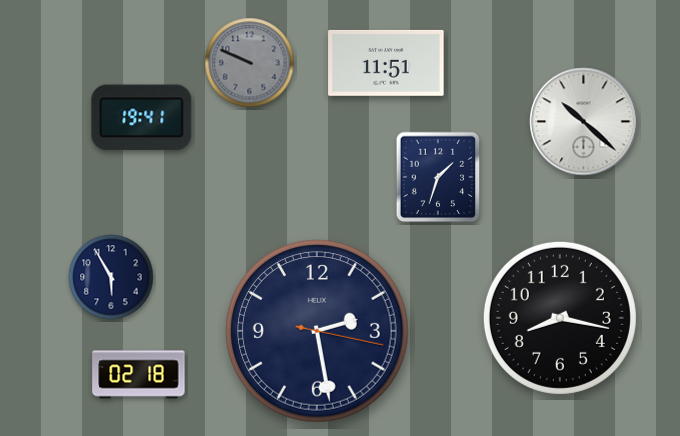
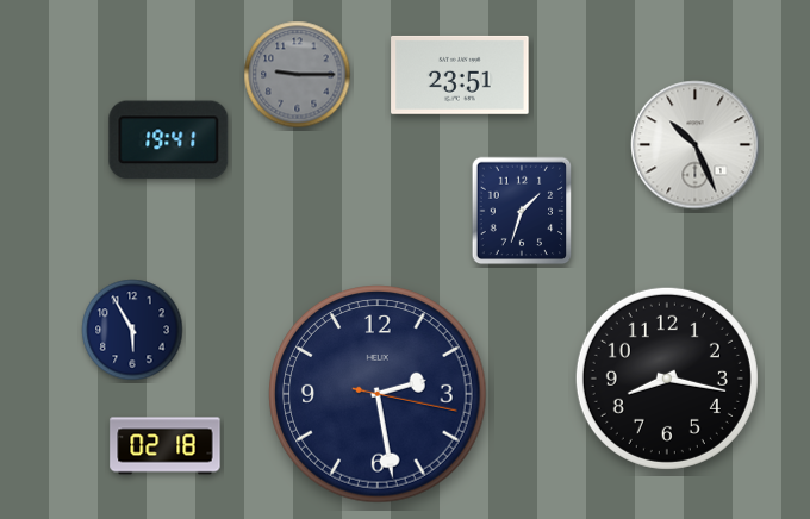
clock at (250, 63): 9:49 -> 9:15
clock at (386, 63): 11:51 -> 23:51
clock at (584, 122): 10:22 -> 10:26
